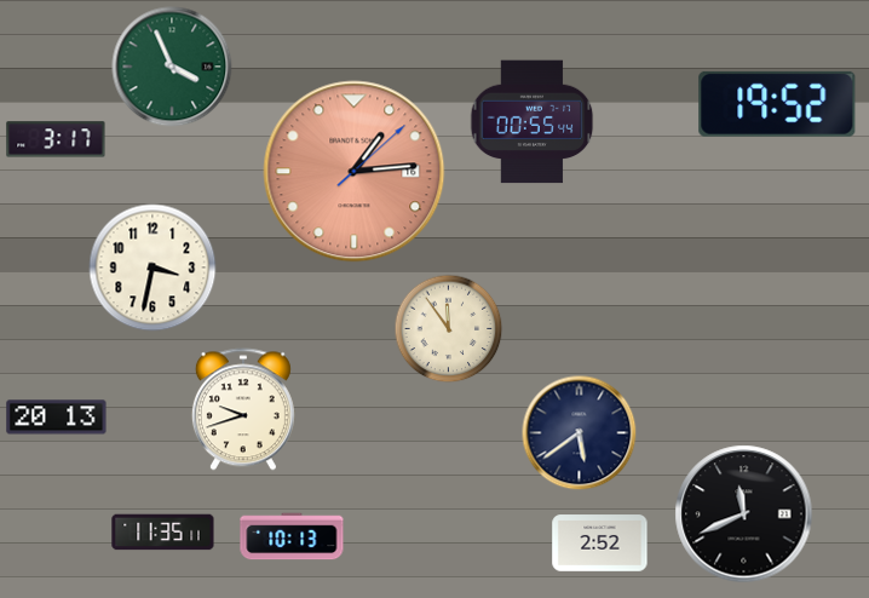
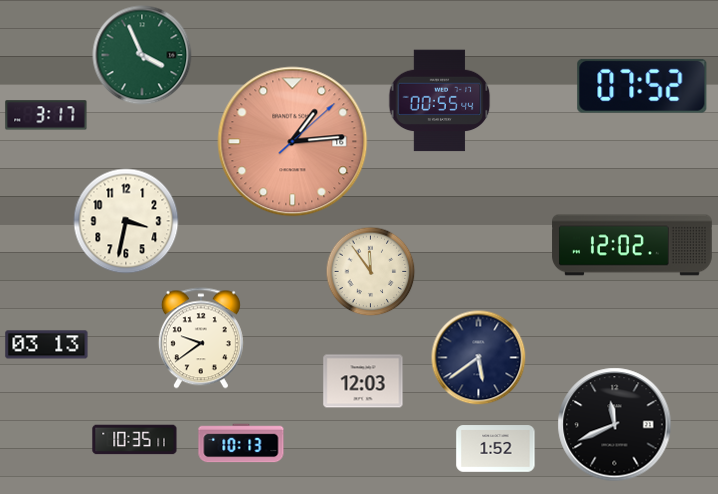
clock at (777, 104): 19:52 -> 07:52
clock at (632, 245): none -> 12:02
clock at (243, 409): 9:42 -> 9:39
clock at (57, 418): 20:13 -> 03:13
clock at (363, 381): none -> 12:03
clock at (163, 533): 11:35 -> 10:35
clock at (600, 544): 2:52 -> 1:52
